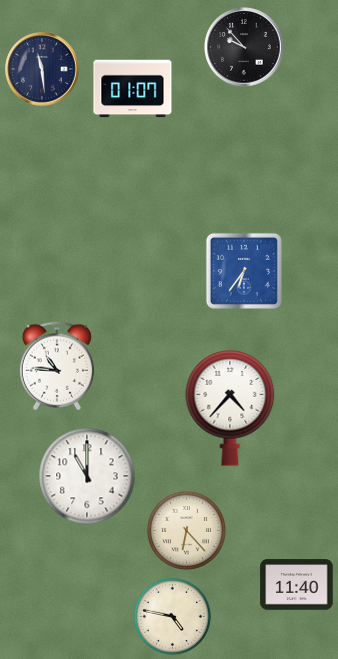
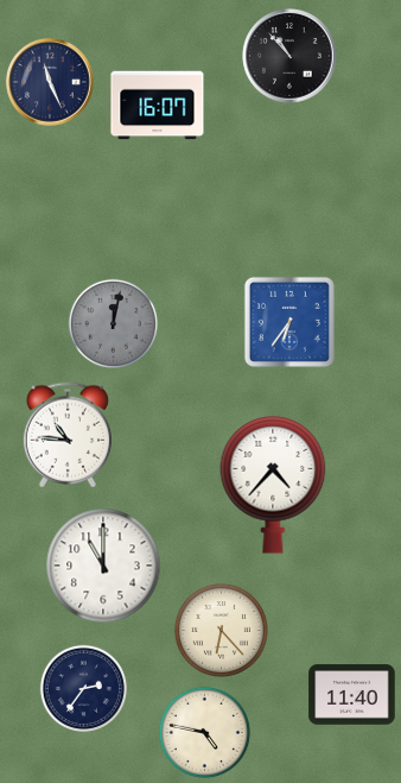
clock at (244, 47): 9:53 -> 10:53
clock at (42, 69): 11:29 -> 11:26
clock at (133, 89): 01:07 -> 16:07
clock at (113, 323): none -> 12:02
clock at (83, 688): none -> 2:36
